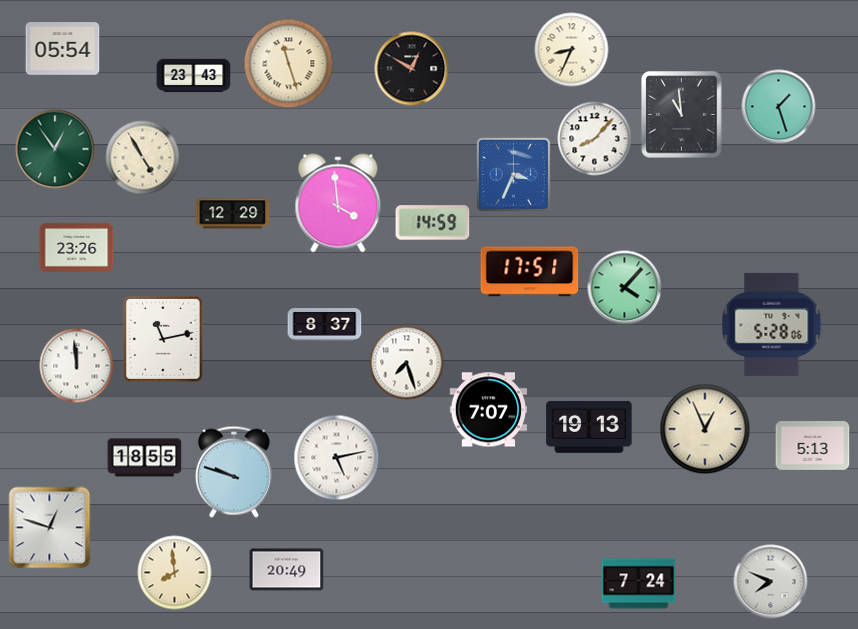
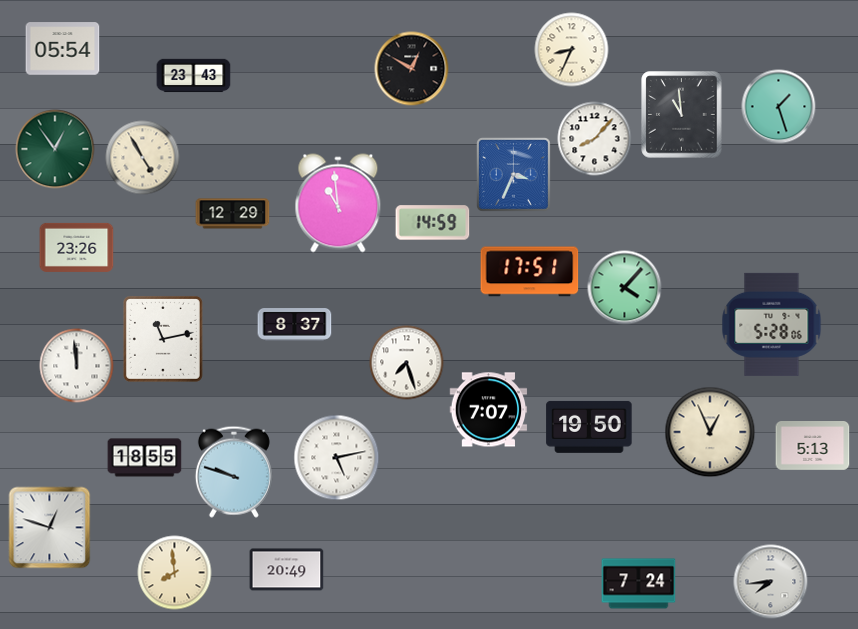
clock at (289, 64): 11:27 -> none
clock at (338, 203): 3:59 -> 10:59
clock at (325, 325) position: (325, 325) -> (295, 325)
clock at (589, 427): 19:13 -> 19:50
clock at (705, 429) position: (705, 429) -> (710, 432)
clock at (771, 582): 7:49 -> 7:44
